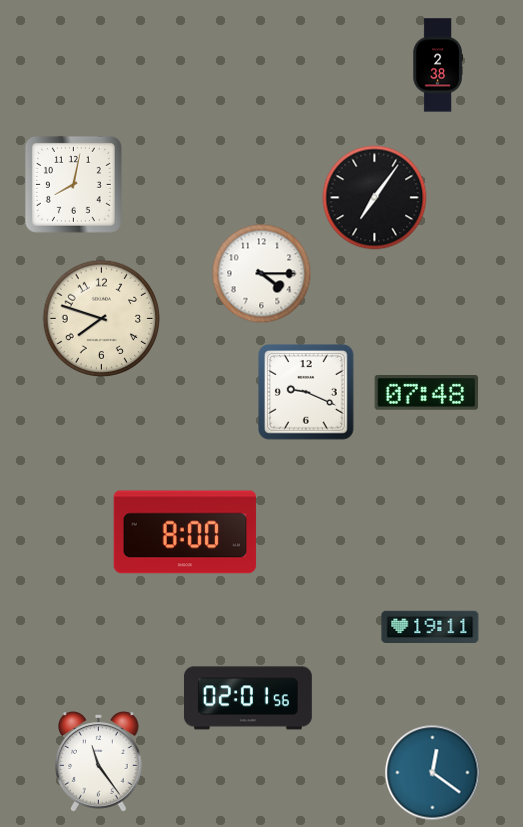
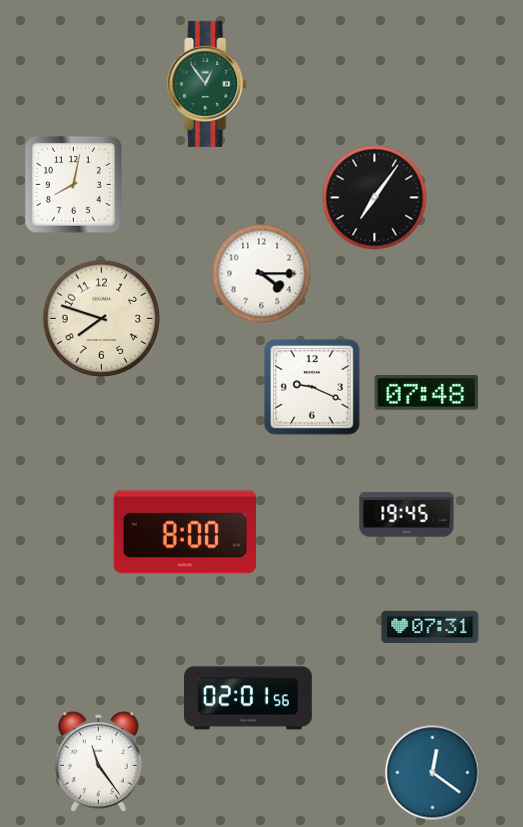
clock at (438, 65): 2:38 -> none
clock at (208, 84): none -> 12:54
clock at (306, 392) position: (306, 392) -> (312, 387)
clock at (407, 515): none -> 19:45
clock at (430, 626): 19:11 -> 07:31
